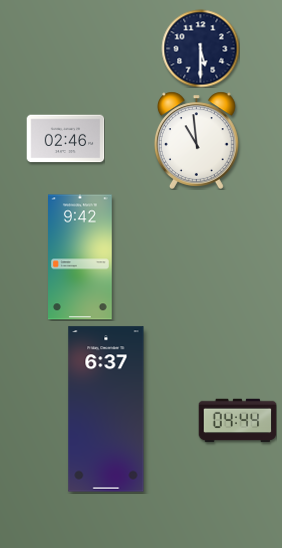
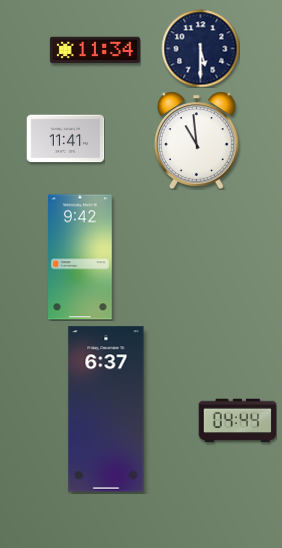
clock at (95, 50): none -> 11:34
clock at (65, 139): 02:46 -> 11:41
